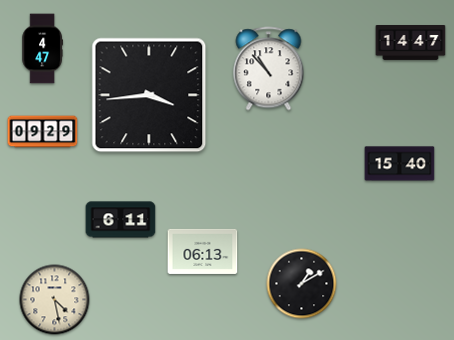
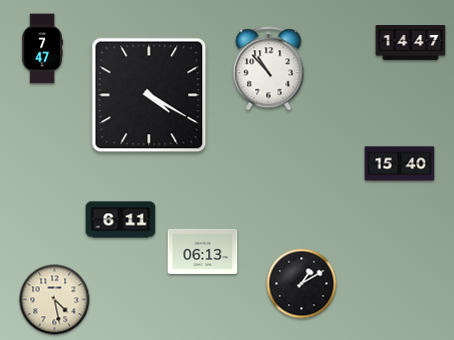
clock at (42, 49): 4:47 -> 7:47
clock at (149, 95): 3:44 -> 4:20
clock at (43, 132): 09:29 -> none
